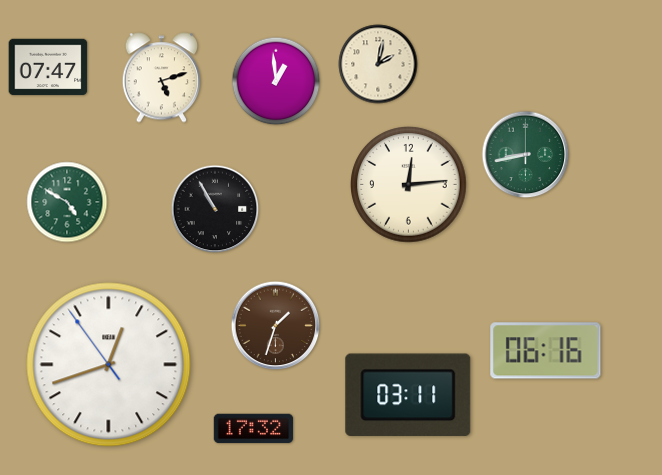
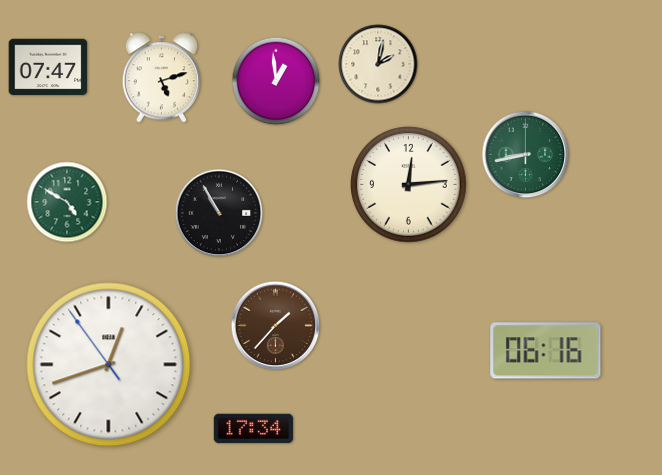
clock at (215, 209) position: (215, 209) -> (219, 213)
clock at (276, 326): 1:33 -> 1:37
clock at (408, 395): 03:11 -> none
clock at (254, 429): 17:32 -> 17:34
